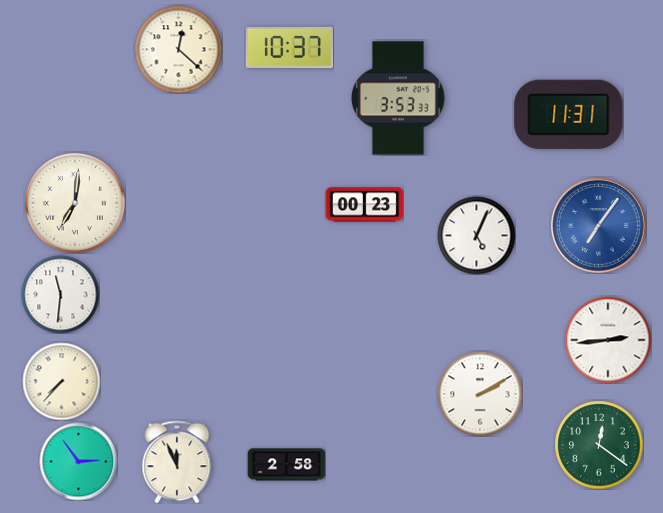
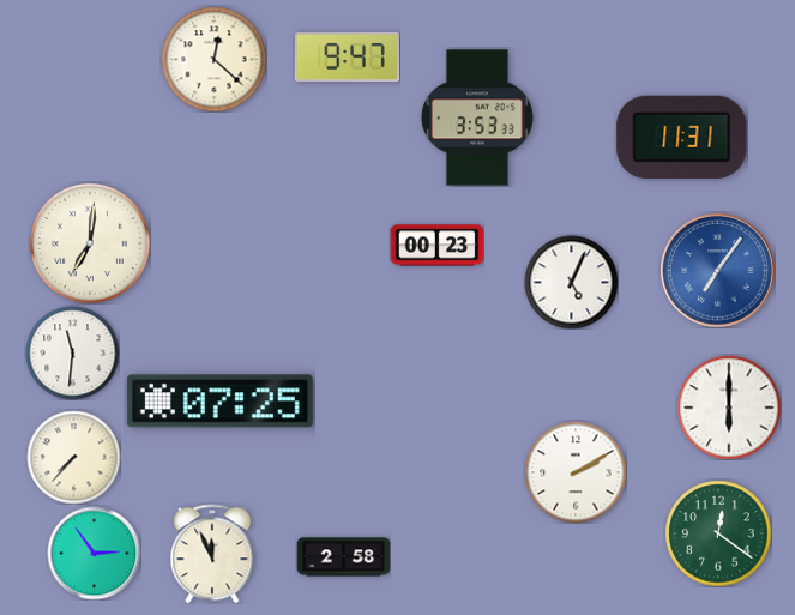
clock at (289, 47): 10:37 -> 9:47
clock at (219, 402): none -> 07:25
clock at (608, 340): 2:44 -> 6:00
